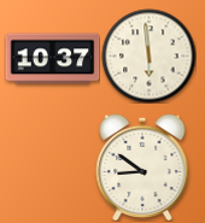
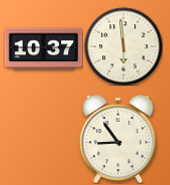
clock at (142, 168): 8:51 -> 8:54
